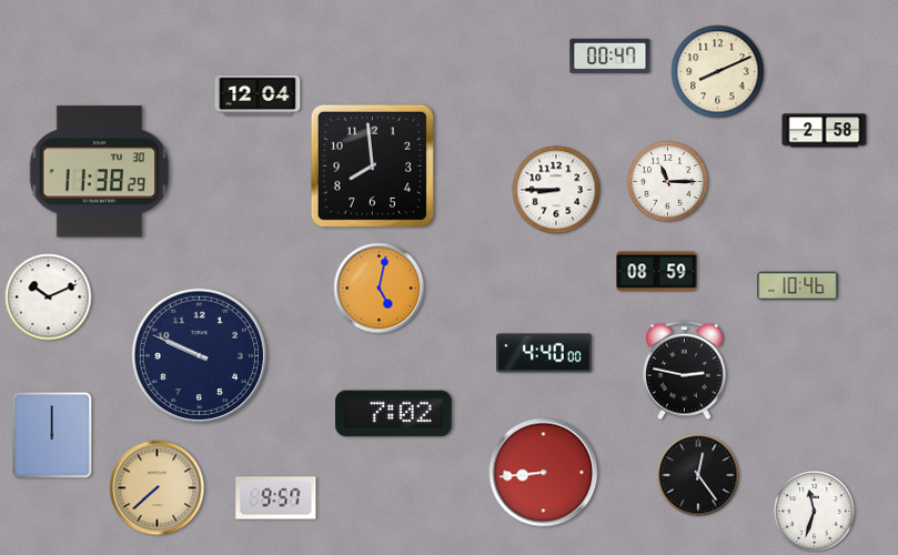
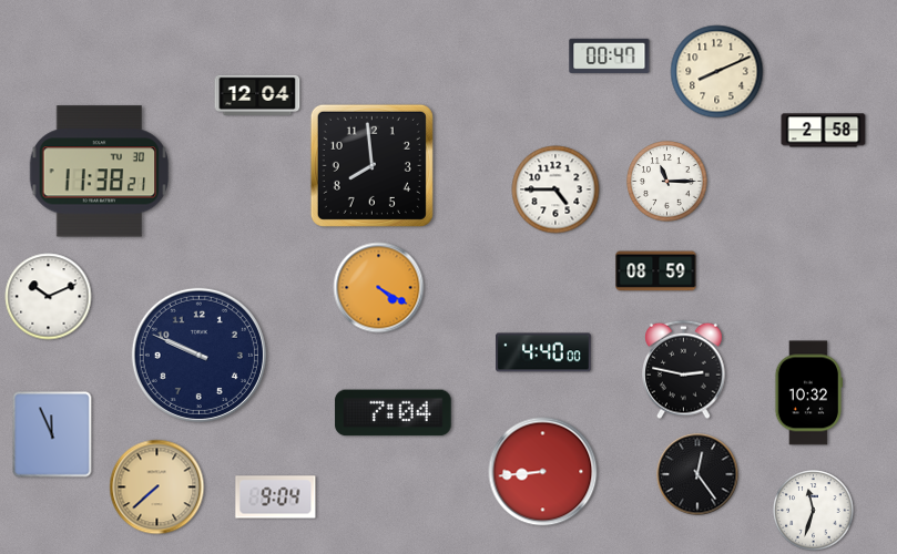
clock at (100, 172): 11:38:29 -> 11:38:21
clock at (556, 190): 8:45 -> 4:45
clock at (798, 286): 10:46 -> none
clock at (380, 289): 5:02 -> 4:20
clock at (808, 393): none -> 10:32
clock at (394, 414): 7:02 -> 7:04
clock at (52, 435): 12:00 -> 11:56
clock at (276, 498): 9:57 -> 9:04
